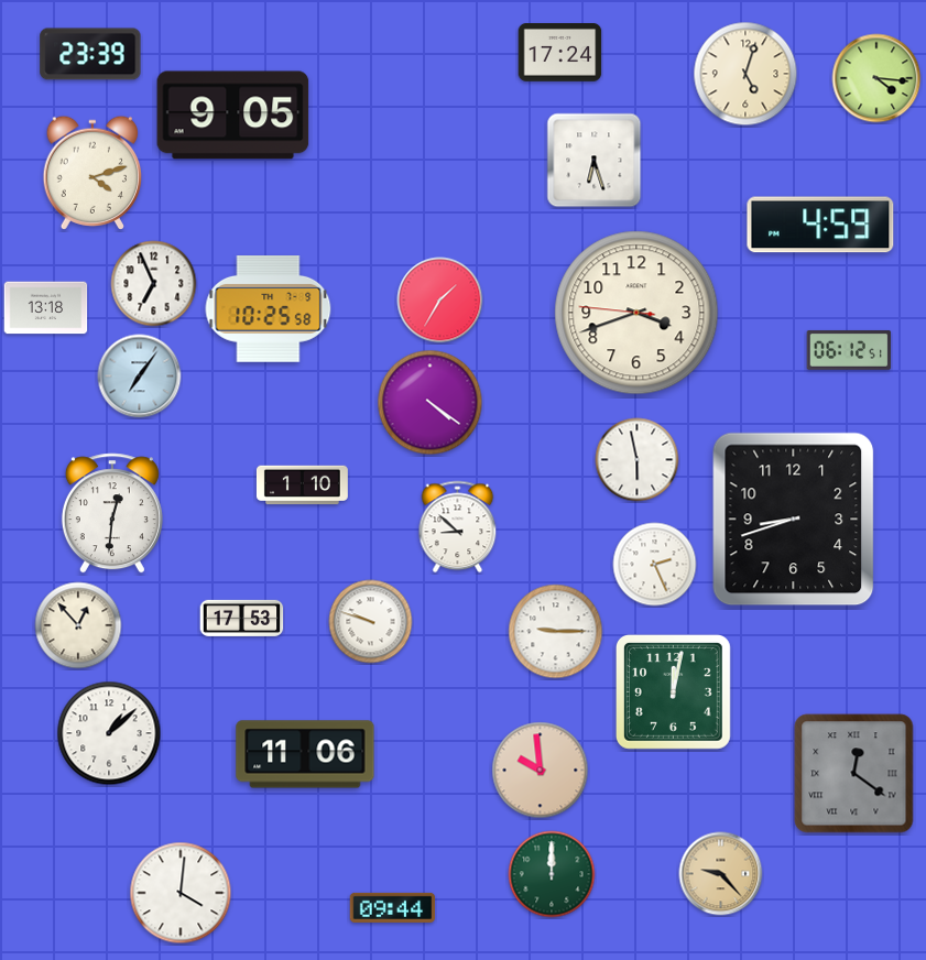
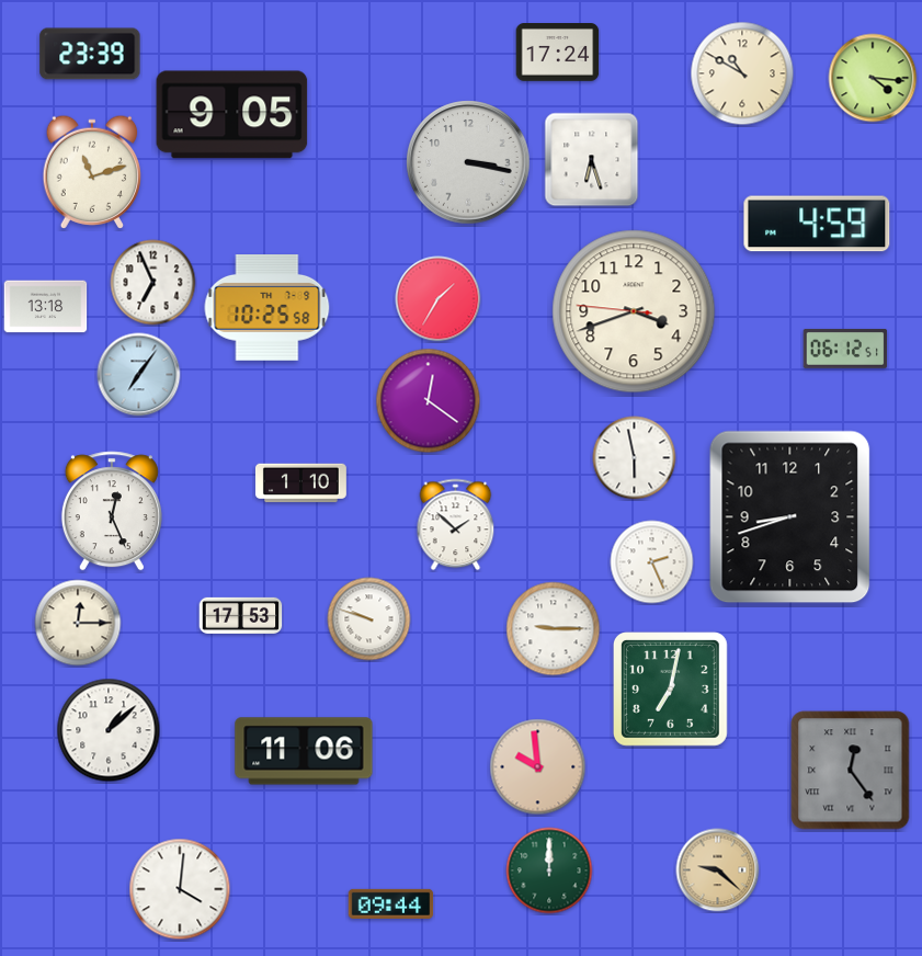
clock at (745, 74): 5:03 -> 10:50
clock at (468, 162): none -> 3:17
clock at (92, 172): 4:12 -> 11:12
clock at (431, 403): 4:21 -> 12:21
clock at (112, 513): 12:31 -> 12:26
clock at (458, 527): 8:52 -> 1:52
clock at (78, 625): 12:53 -> 12:15
clock at (673, 691): 12:02 -> 7:02
clock at (854, 774): 12:21 -> 12:24
clock at (721, 874): 9:23 -> 9:22
